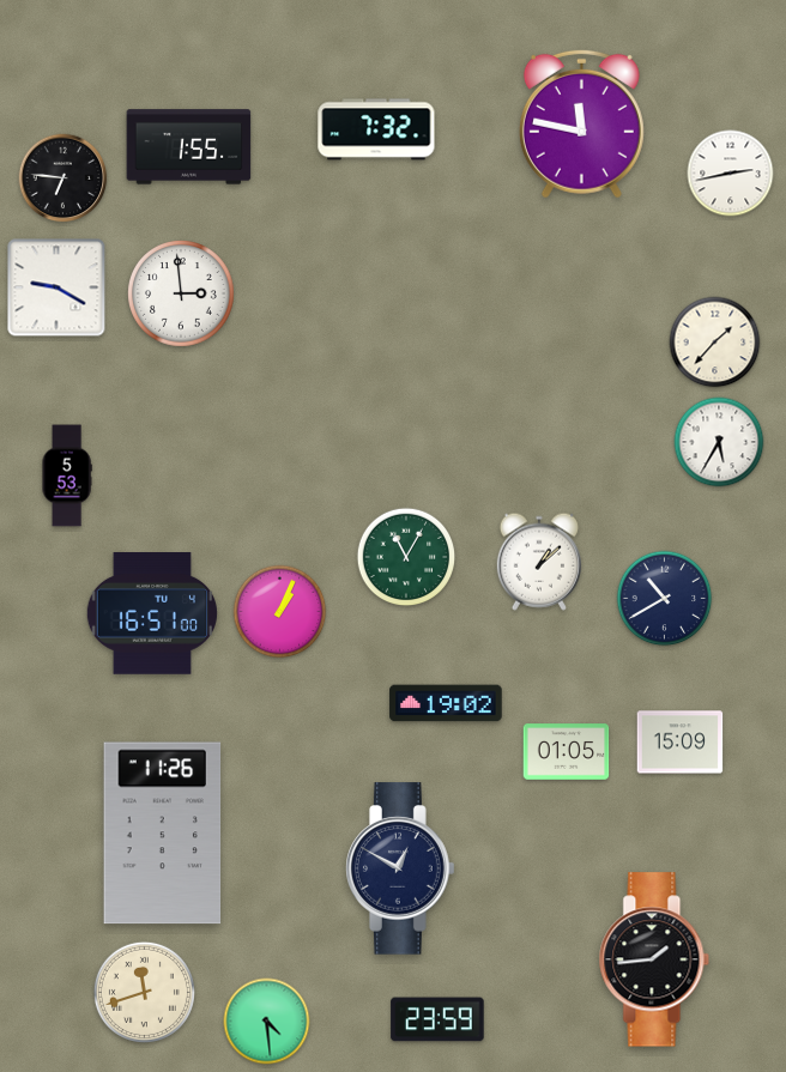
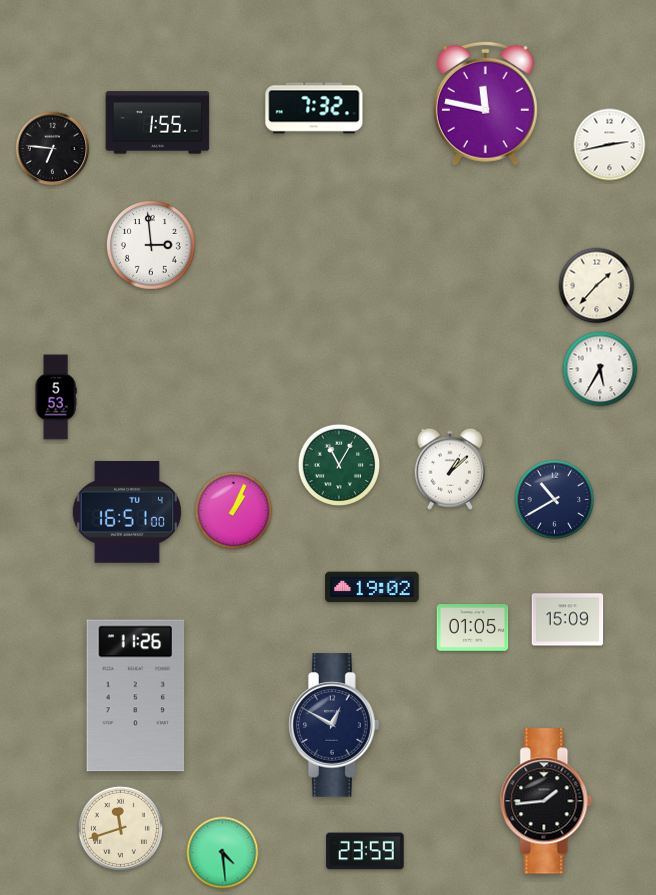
clock at (56, 287): 9:20 -> none
